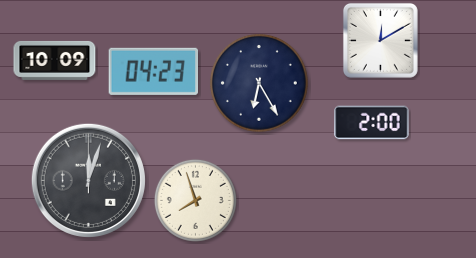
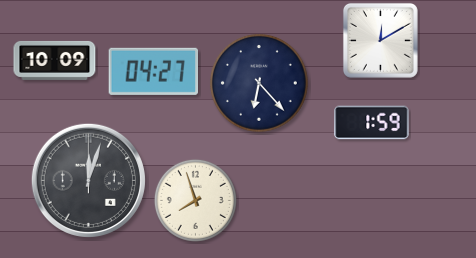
clock at (153, 71): 04:23 -> 04:27
clock at (260, 84): 6:25 -> 6:23
clock at (372, 123): 2:00 -> 1:59
